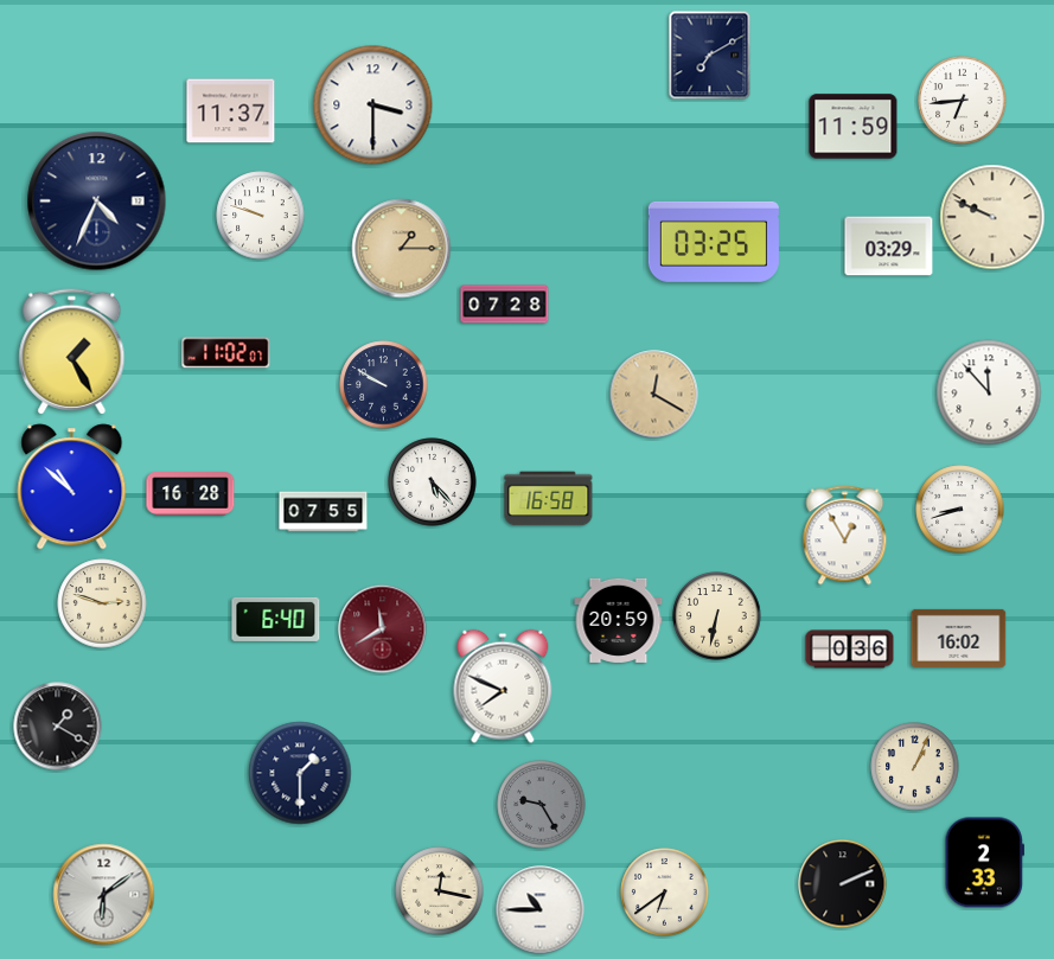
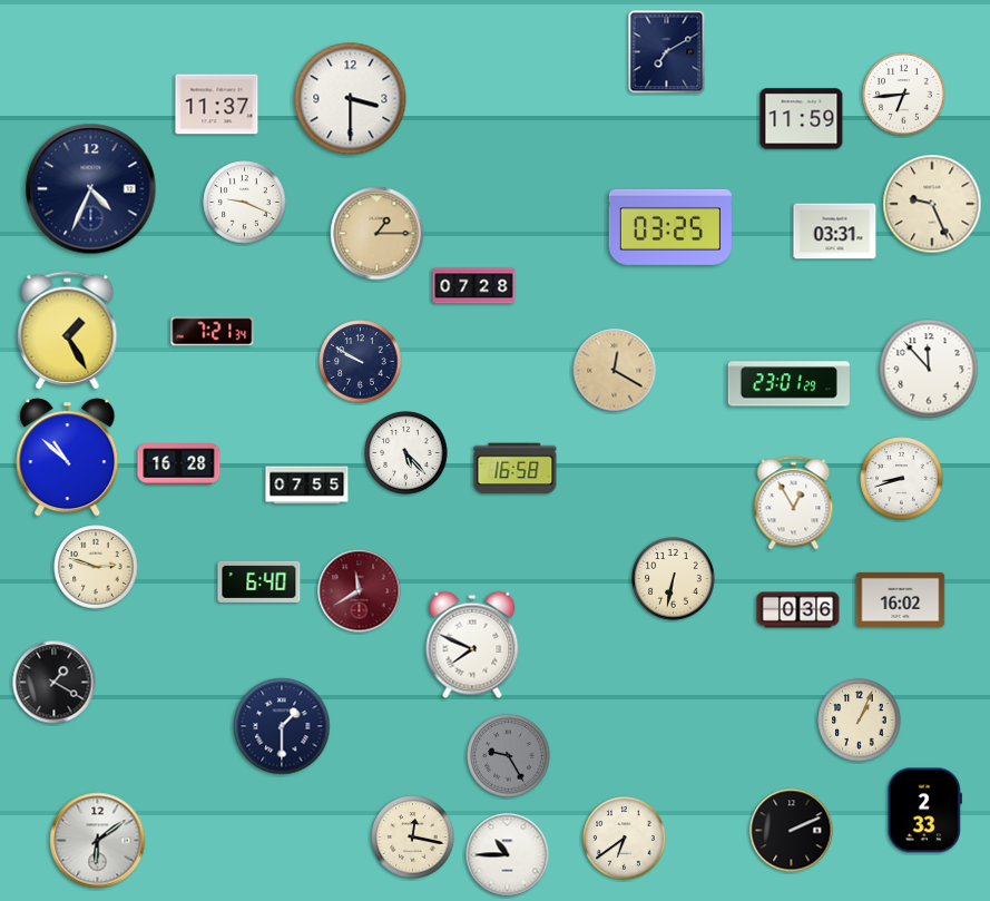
clock at (261, 216): 9:48 -> 9:19
clock at (992, 217): 9:49 -> 9:26
clock at (889, 247): 03:29 -> 03:31
clock at (226, 353): 11:02 -> 7:21
clock at (788, 384): none -> 23:01
clock at (324, 512) position: (324, 512) -> (307, 486)
clock at (619, 620): 20:59 -> none
